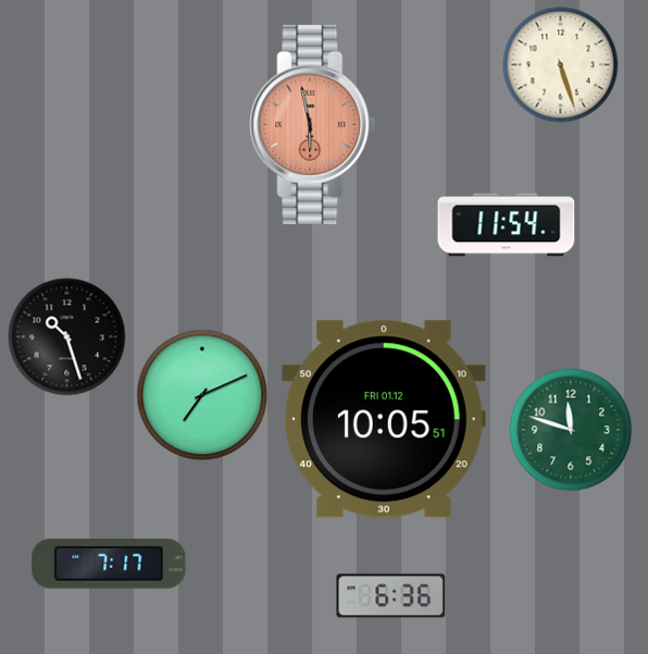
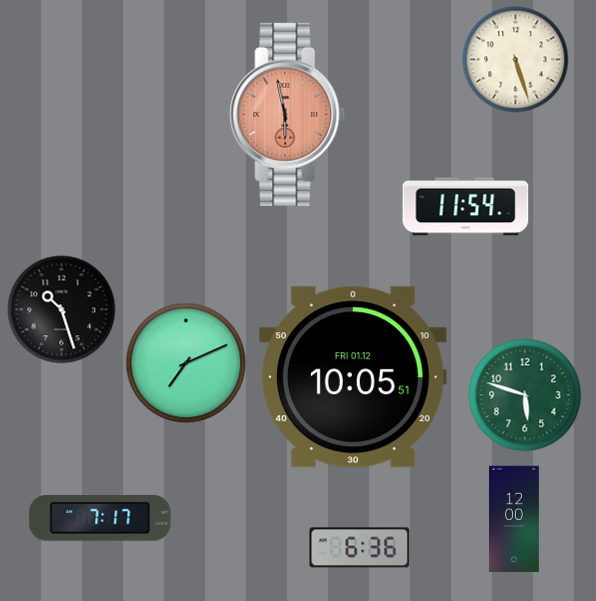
clock at (384, 419) position: (384, 419) -> (353, 377)
clock at (571, 430): 11:48 -> 5:48
clock at (515, 519): none -> 12:00
